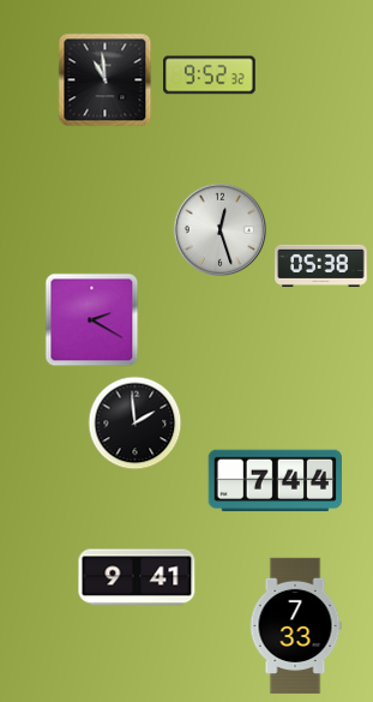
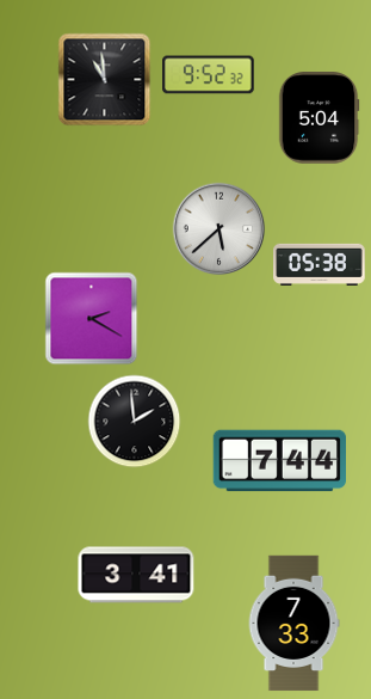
clock at (319, 118): none -> 5:04
clock at (219, 229): 12:27 -> 5:38
clock at (276, 481) position: (276, 481) -> (280, 461)
clock at (137, 577): 9:41 -> 3:41
